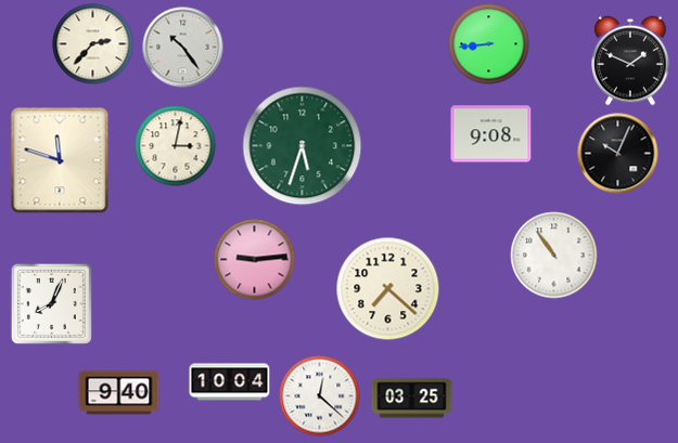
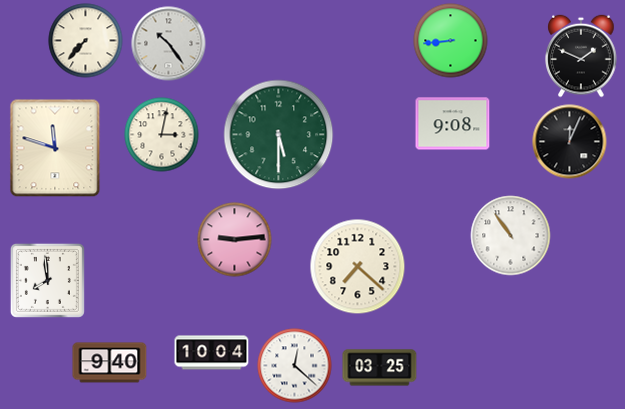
clock at (93, 44): 2:37 -> 7:37
clock at (303, 146): 5:33 -> 5:30
clock at (618, 154): 10:04 -> 12:04
clock at (51, 303): 8:04 -> 7:59
